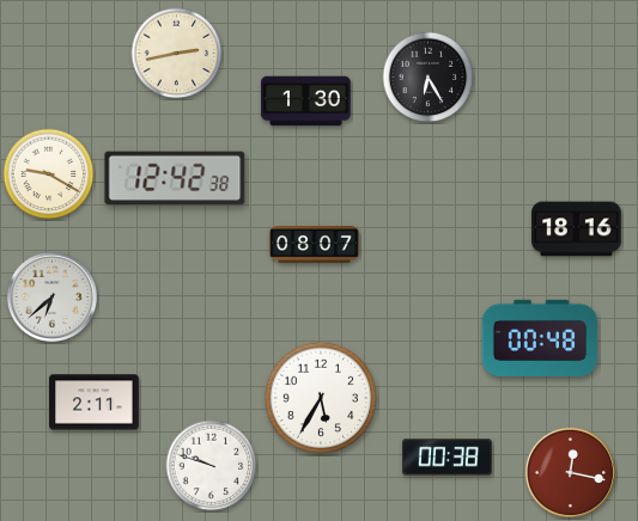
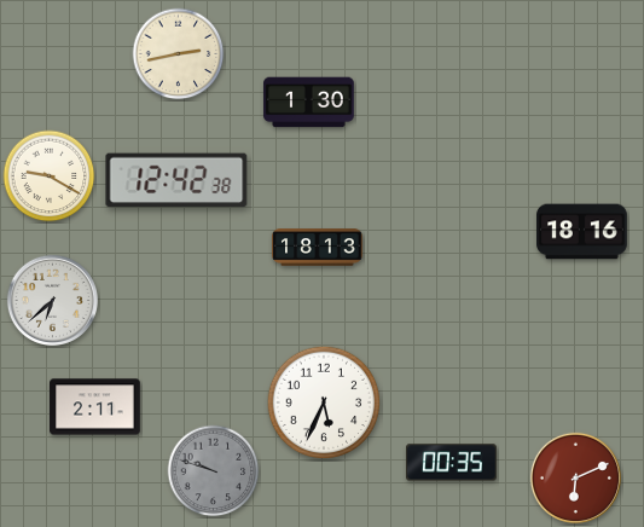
clock at (429, 78): 6:25 -> none
clock at (315, 245): 08:07 -> 18:13
clock at (540, 337): 00:48 -> none
clock at (321, 398): 5:35 -> 5:34
clock at (448, 458): 00:38 -> 00:35
clock at (212, 466) dial: white -> grey
clock at (570, 472): 12:17 -> 6:11
